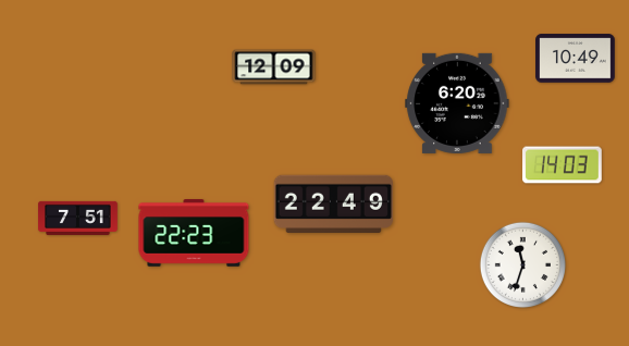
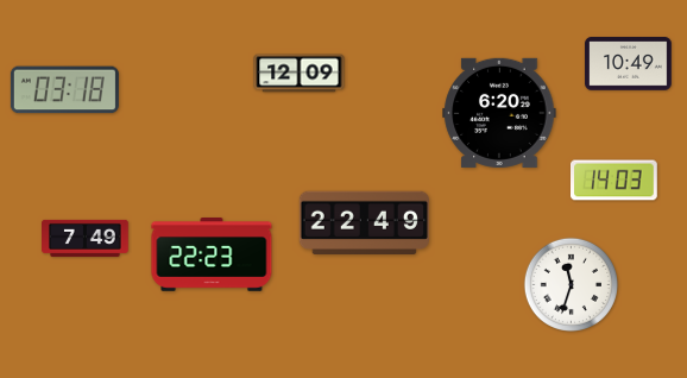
clock at (64, 90): none -> 03:18
clock at (78, 218): 7:51 -> 7:49
clock at (522, 264) position: (522, 264) -> (571, 284)
